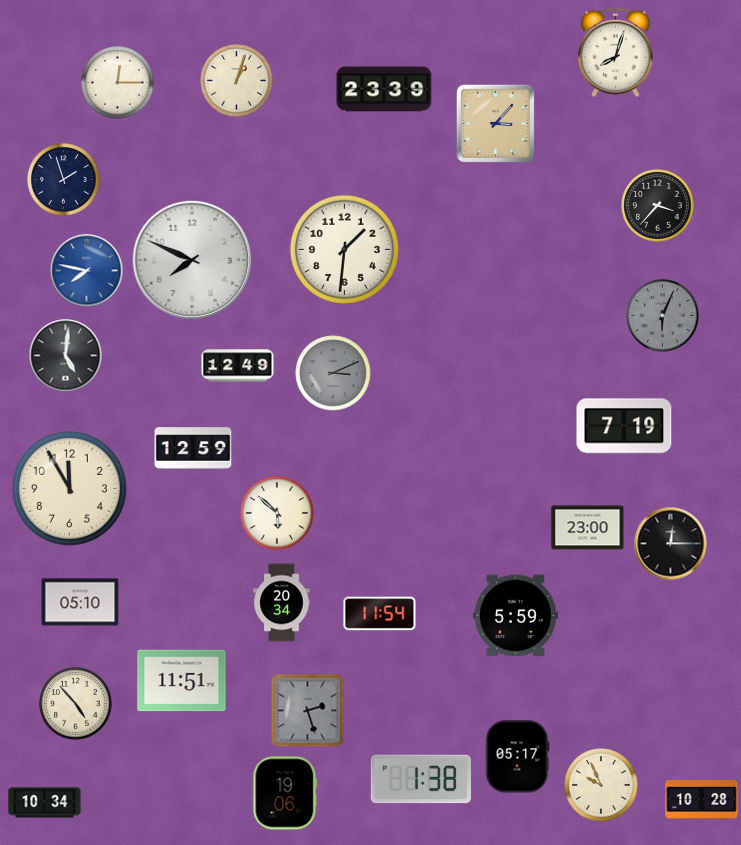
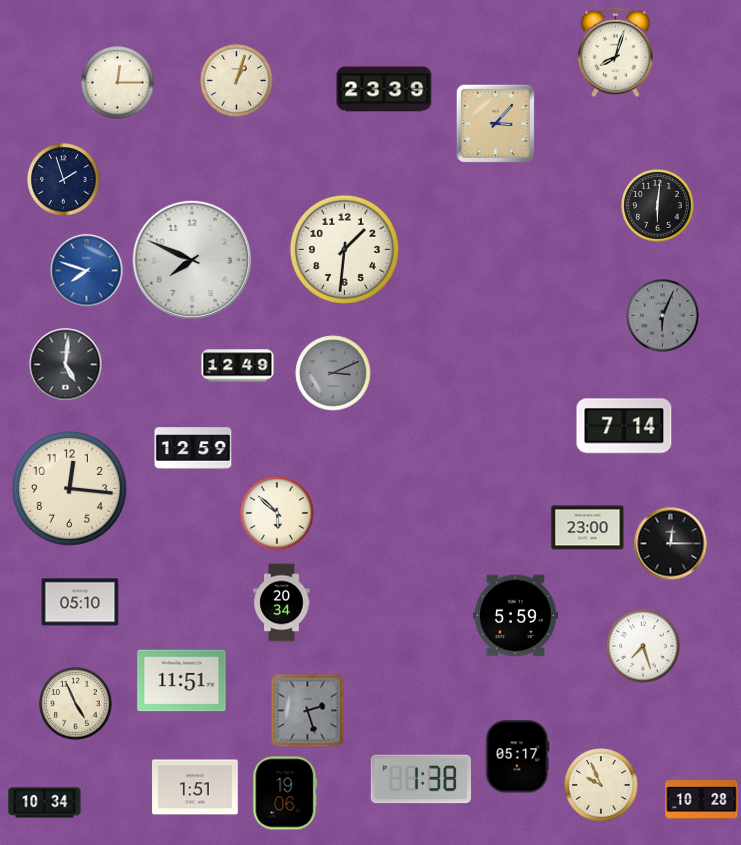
clock at (658, 206): 3:37 -> 6:01
clock at (87, 271): 7:47 -> 7:48
clock at (66, 356) position: (66, 356) -> (66, 365)
clock at (624, 426): 7:19 -> 7:14
clock at (69, 488): 11:55 -> 12:16
clock at (380, 614): 11:54 -> none
clock at (643, 646): none -> 7:27
clock at (76, 704): 4:53 -> 4:56
clock at (195, 787): none -> 1:51
